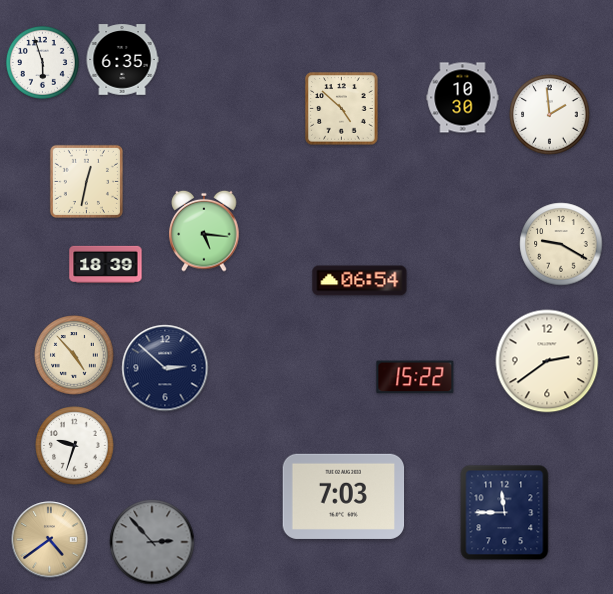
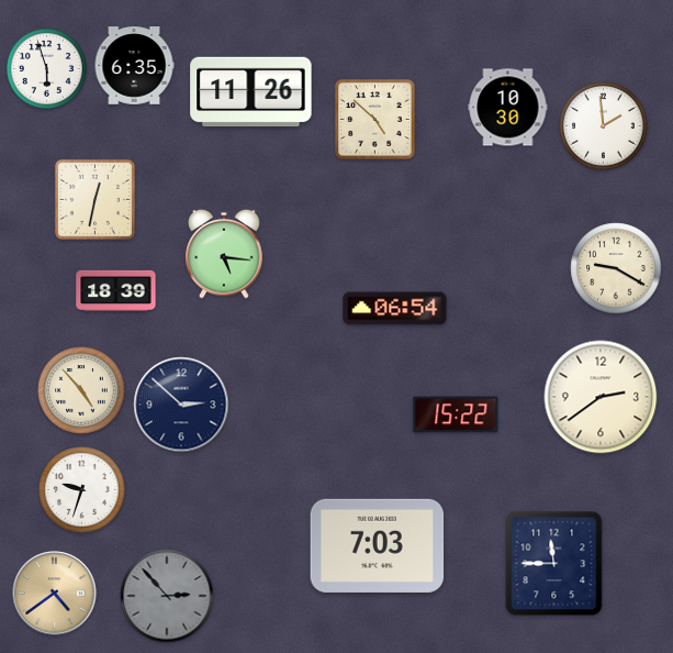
clock at (251, 92): none -> 11:26
